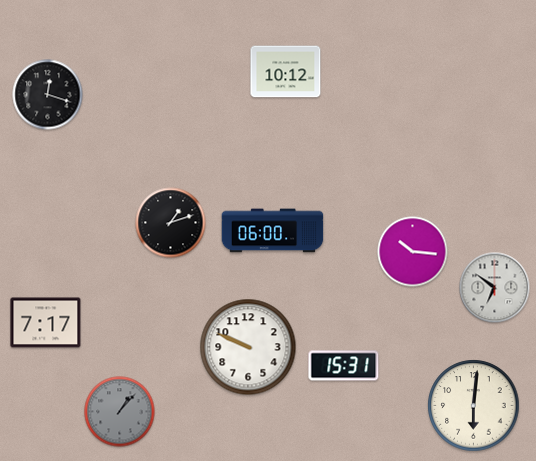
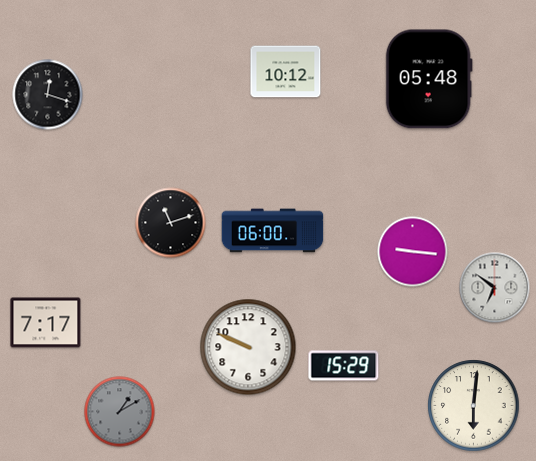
clock at (429, 79): none -> 05:48
clock at (171, 223): 1:12 -> 11:12
clock at (413, 252): 10:16 -> 9:16
clock at (344, 366): 15:31 -> 15:29
clock at (120, 412): 1:07 -> 1:10
